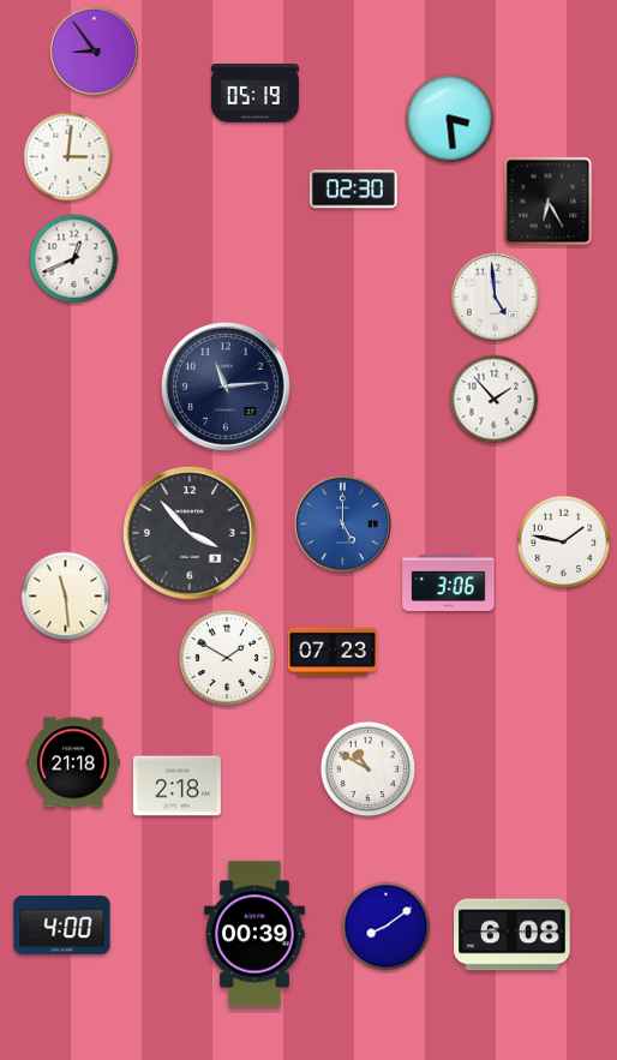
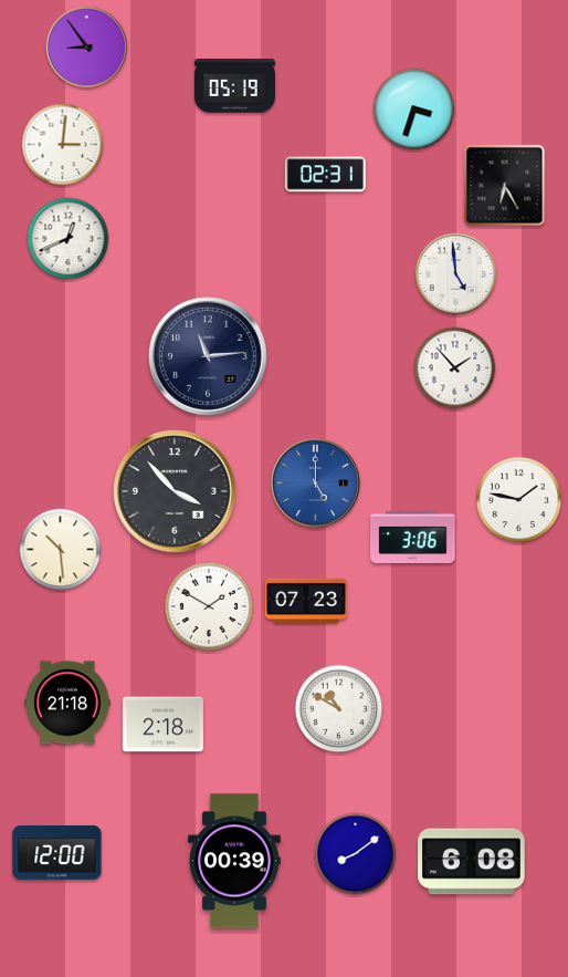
clock at (450, 119): 3:29 -> 3:33
clock at (353, 190): 02:30 -> 02:31
clock at (66, 597): 11:29 -> 10:29
clock at (62, 926): 4:00 -> 12:00
